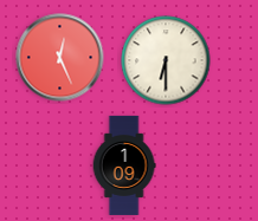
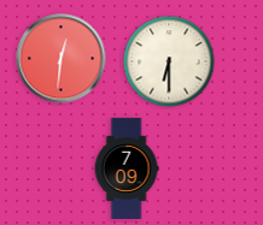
clock at (60, 58): 12:26 -> 12:31
clock at (124, 165): 1:09 -> 7:09
